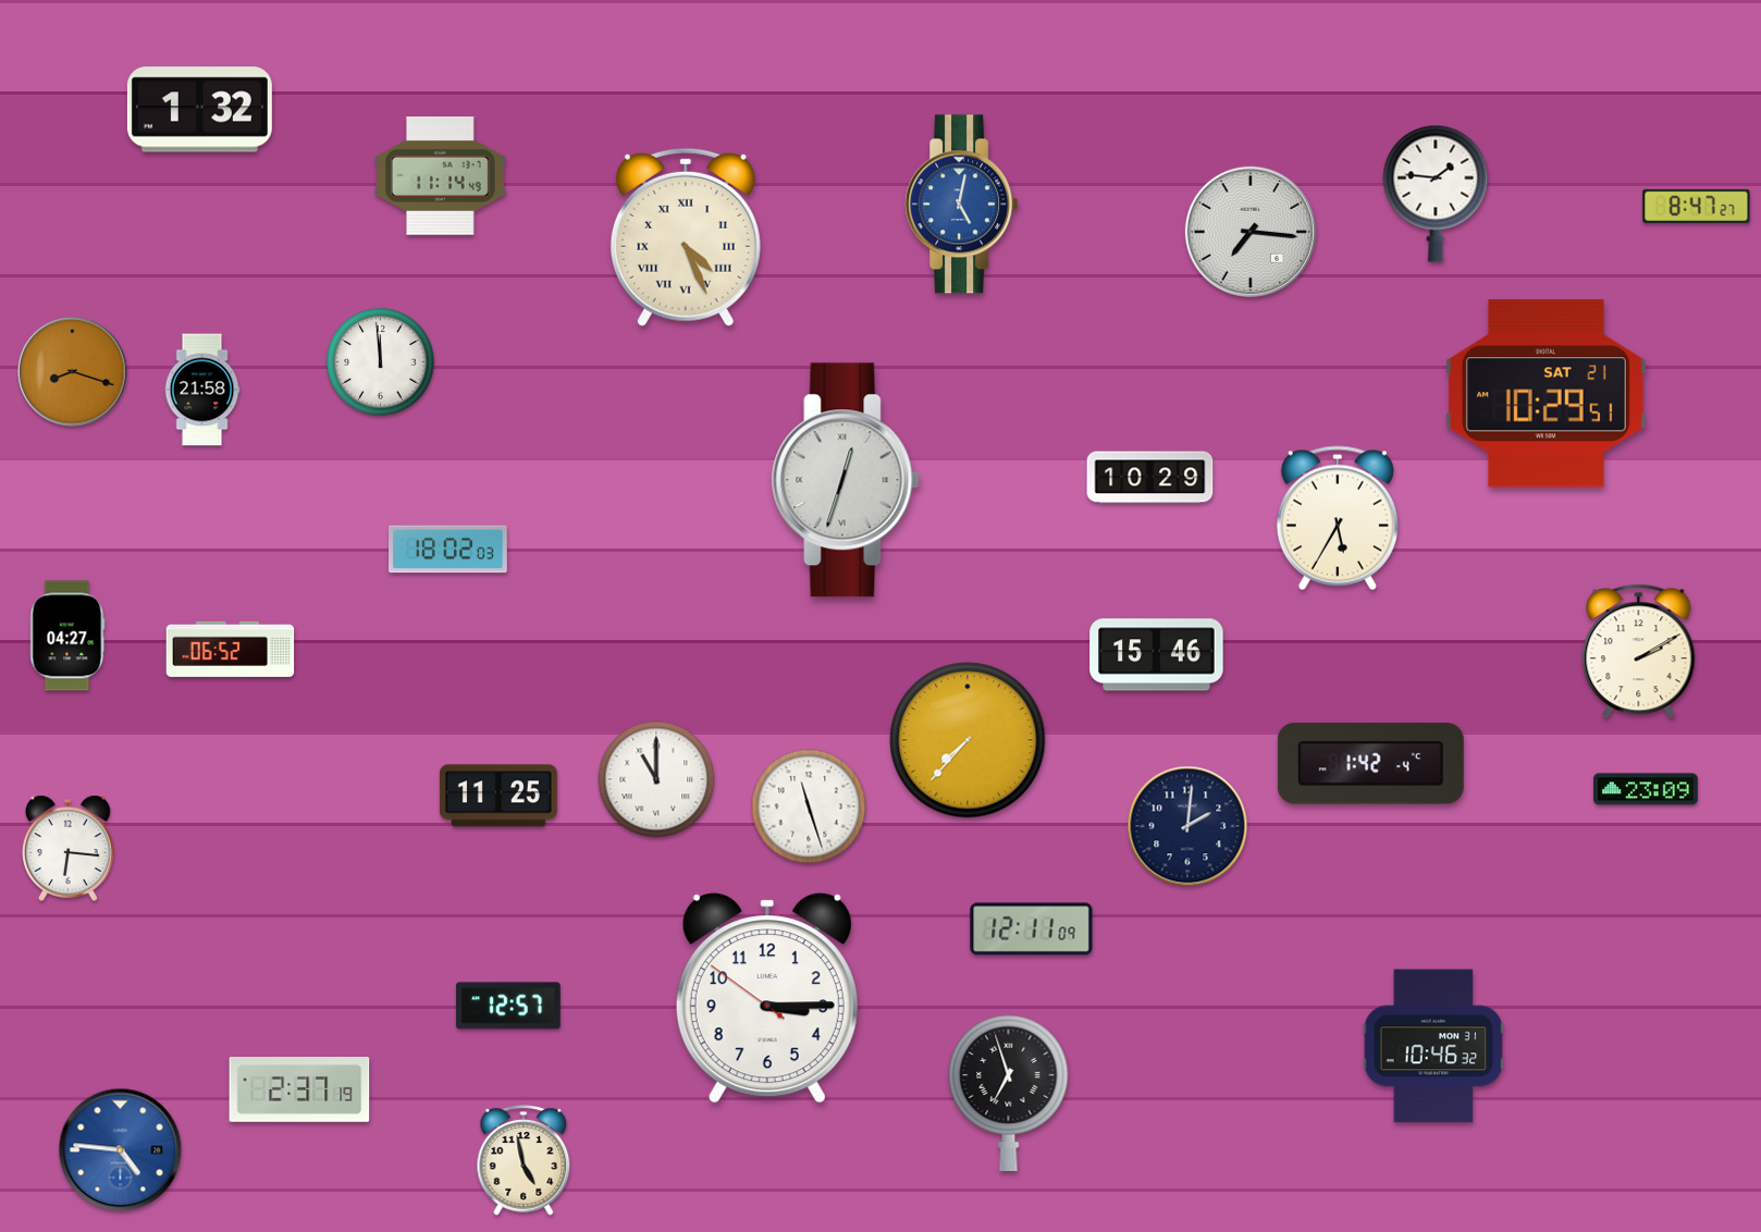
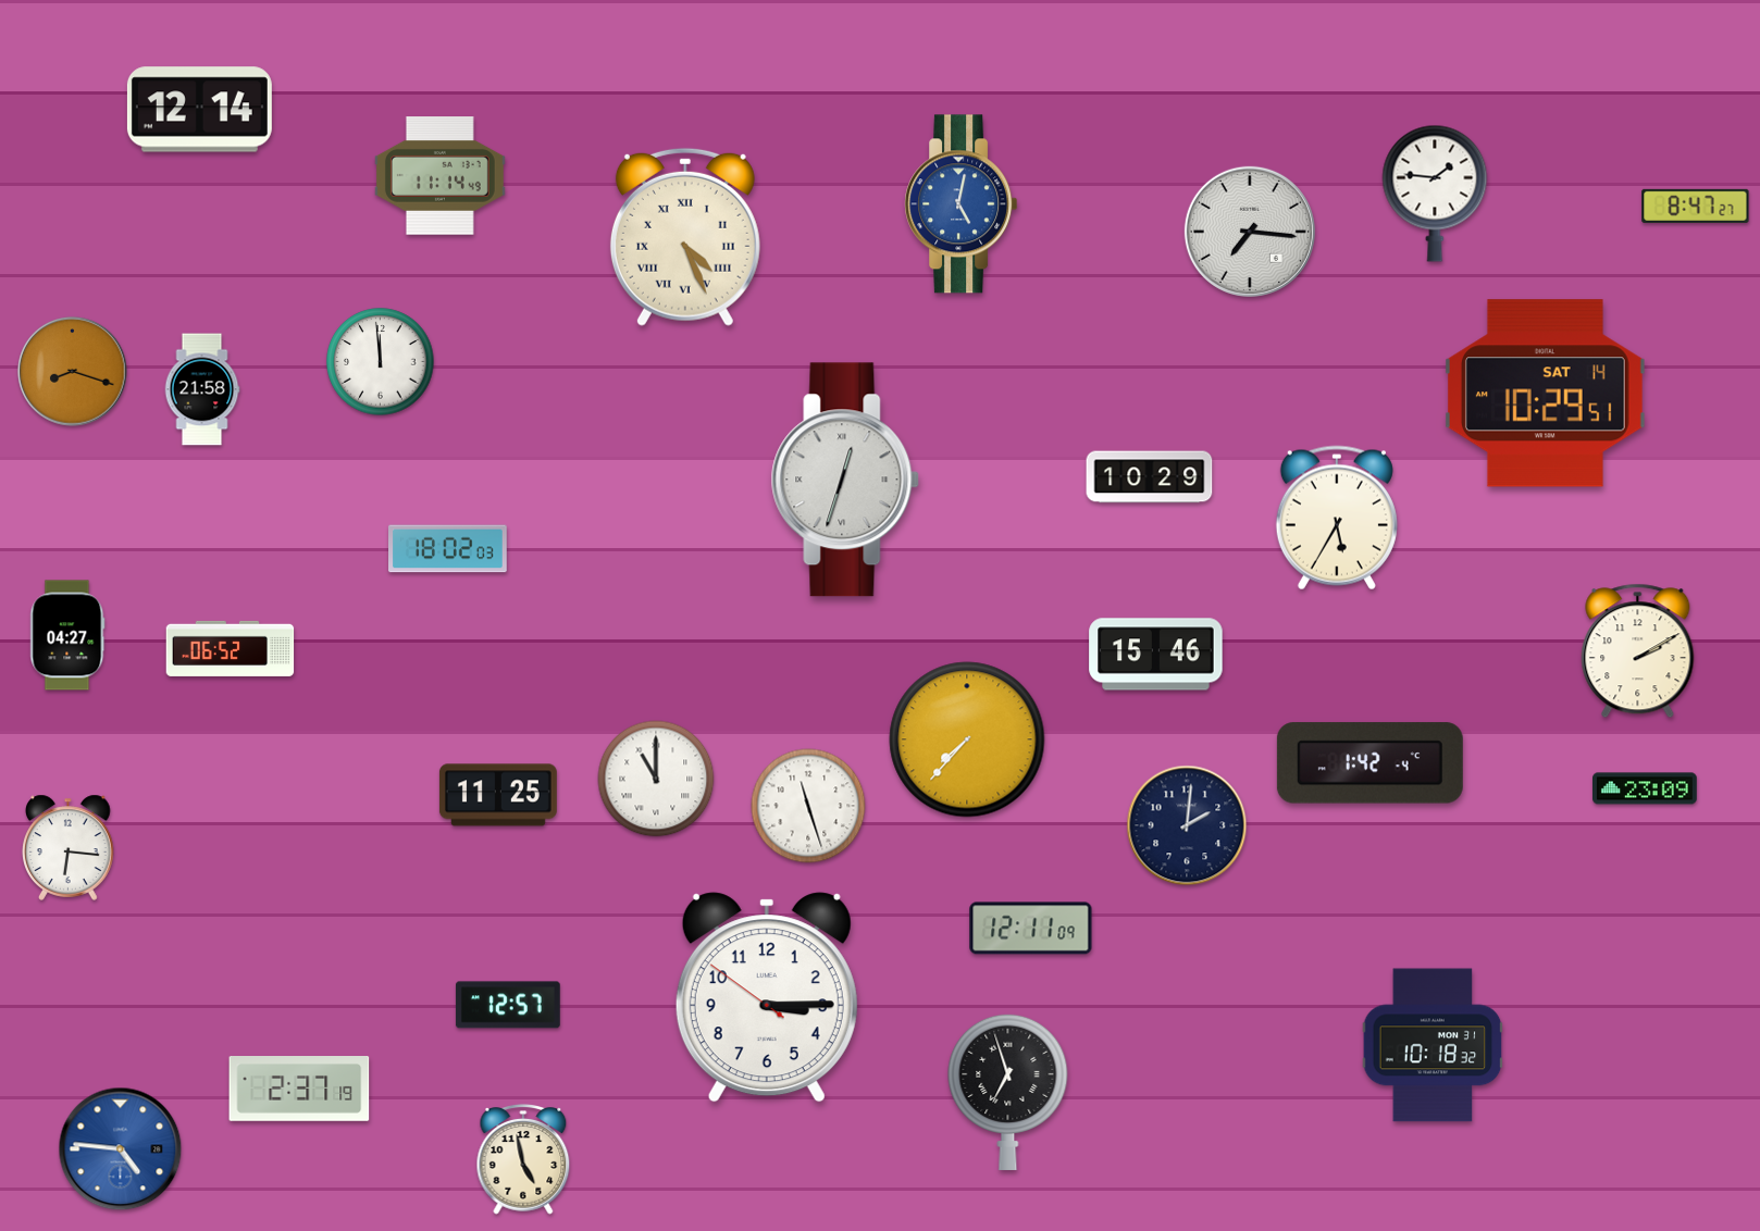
clock at (199, 110): 1:32 -> 12:14
clock at (1546, 394) date: SAT 21 -> SAT 14
clock at (1433, 1046): 10:46 -> 10:18
